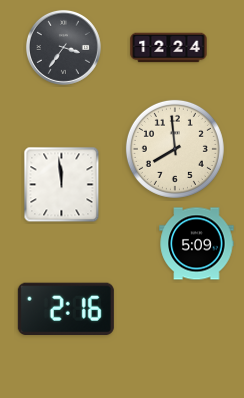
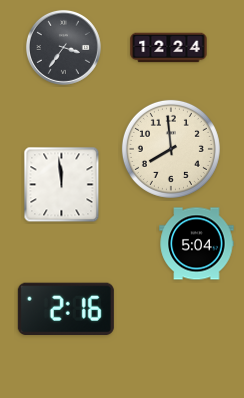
clock at (175, 149) position: (175, 149) -> (171, 149)
clock at (197, 244): 5:09 -> 5:04
